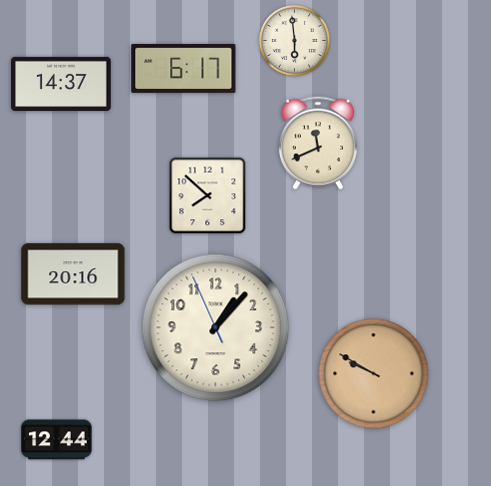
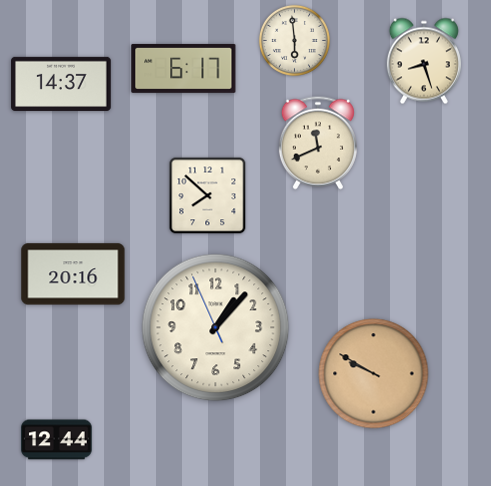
clock at (424, 61): none -> 8:27
